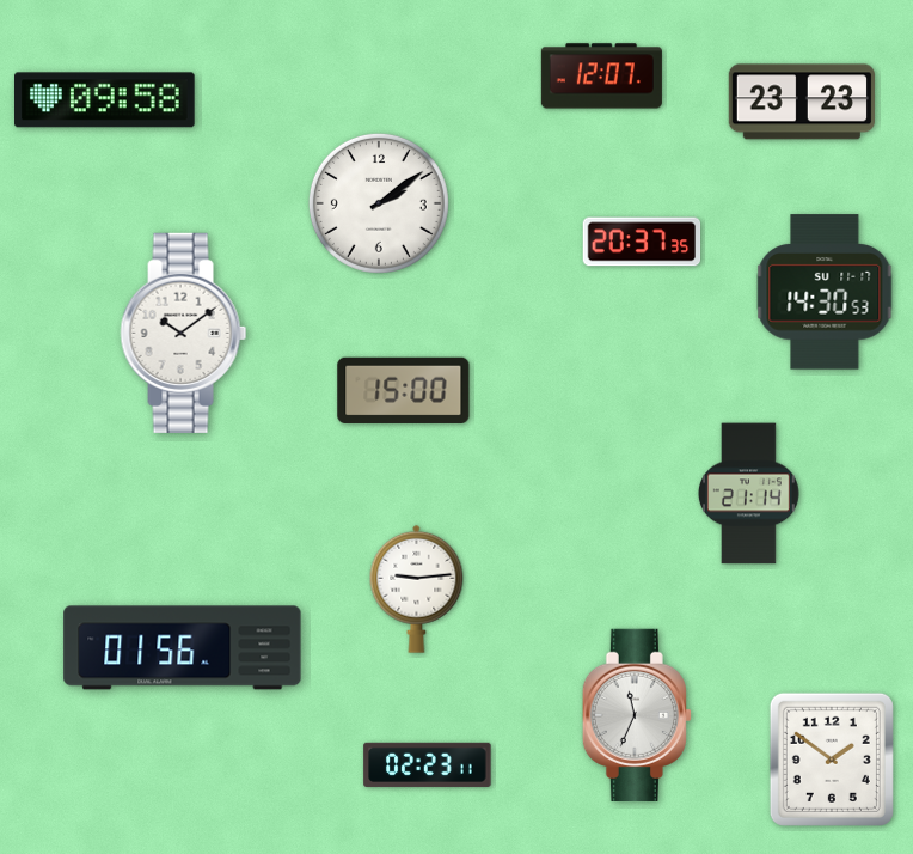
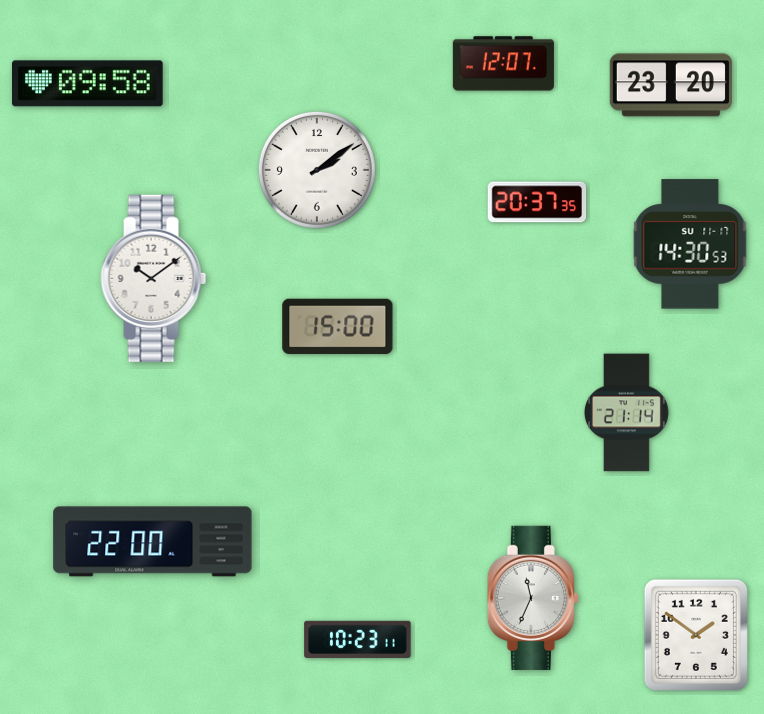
clock at (802, 102): 23:23 -> 23:20
clock at (417, 588): 9:14 -> none
clock at (183, 648): 01:56 -> 22:00
clock at (428, 764): 02:23 -> 10:23
